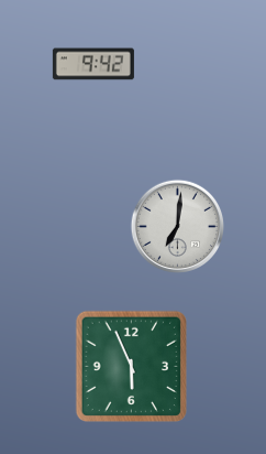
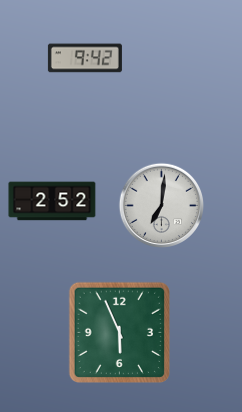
clock at (52, 201): none -> 2:52
